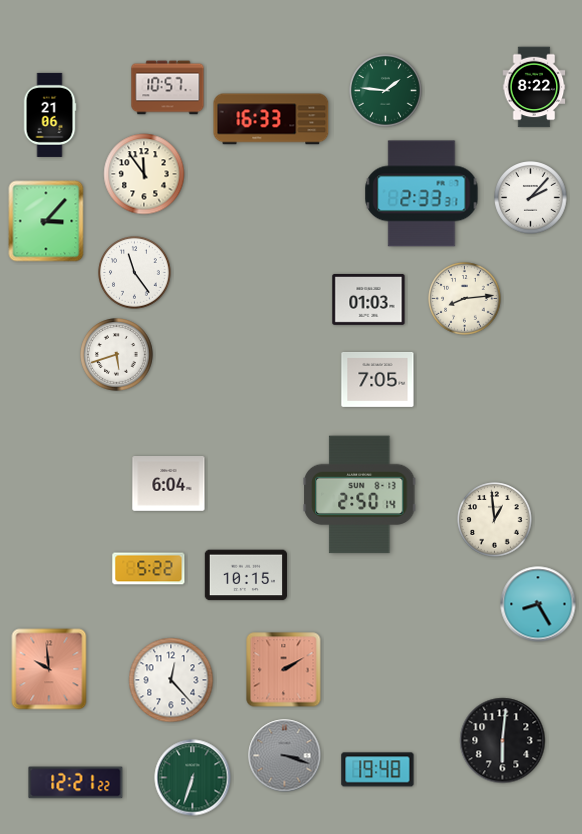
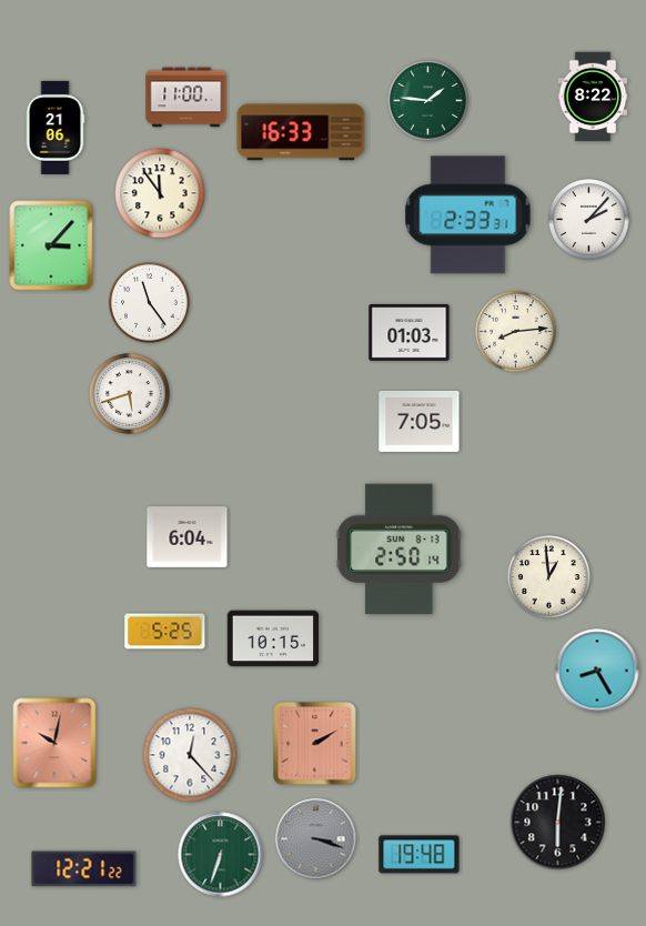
clock at (168, 88): 10:57 -> 11:00
clock at (149, 569): 5:22 -> 5:25
clock at (49, 669): 9:59 -> 10:02
clock at (193, 778) position: (193, 778) -> (221, 855)
